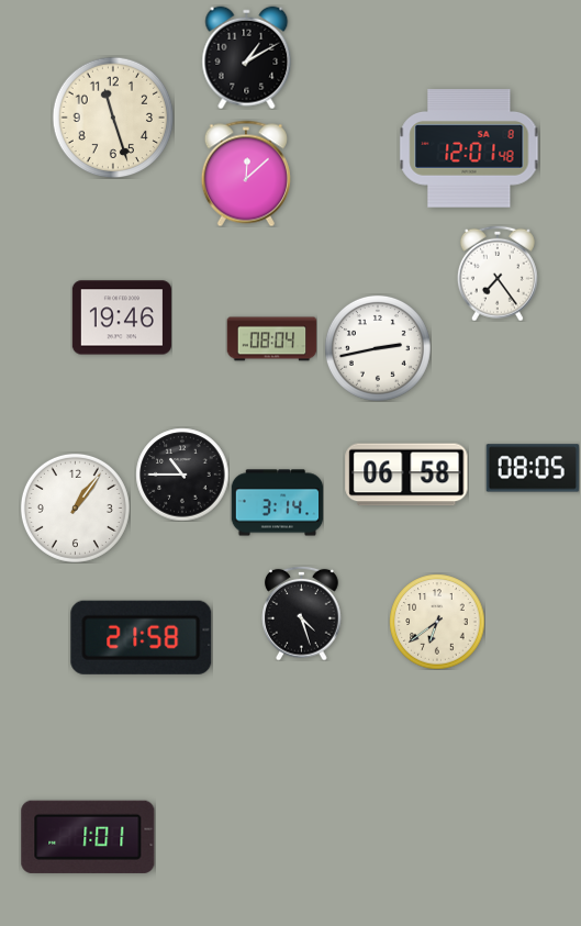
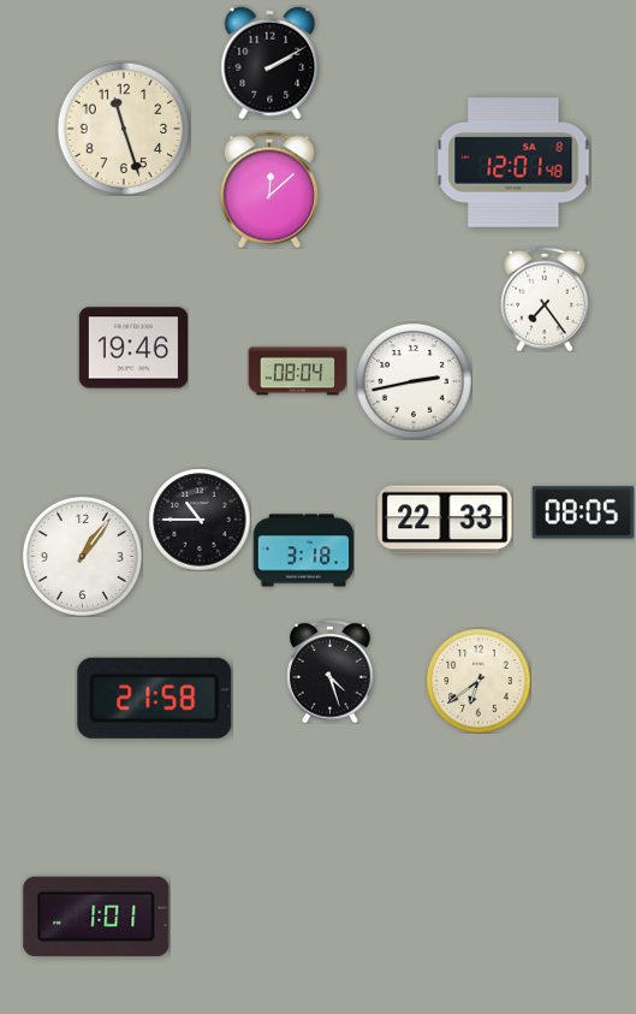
clock at (247, 57): 1:10 -> 2:10
clock at (406, 475): 06:58 -> 22:33
clock at (277, 503): 3:14 -> 3:18
